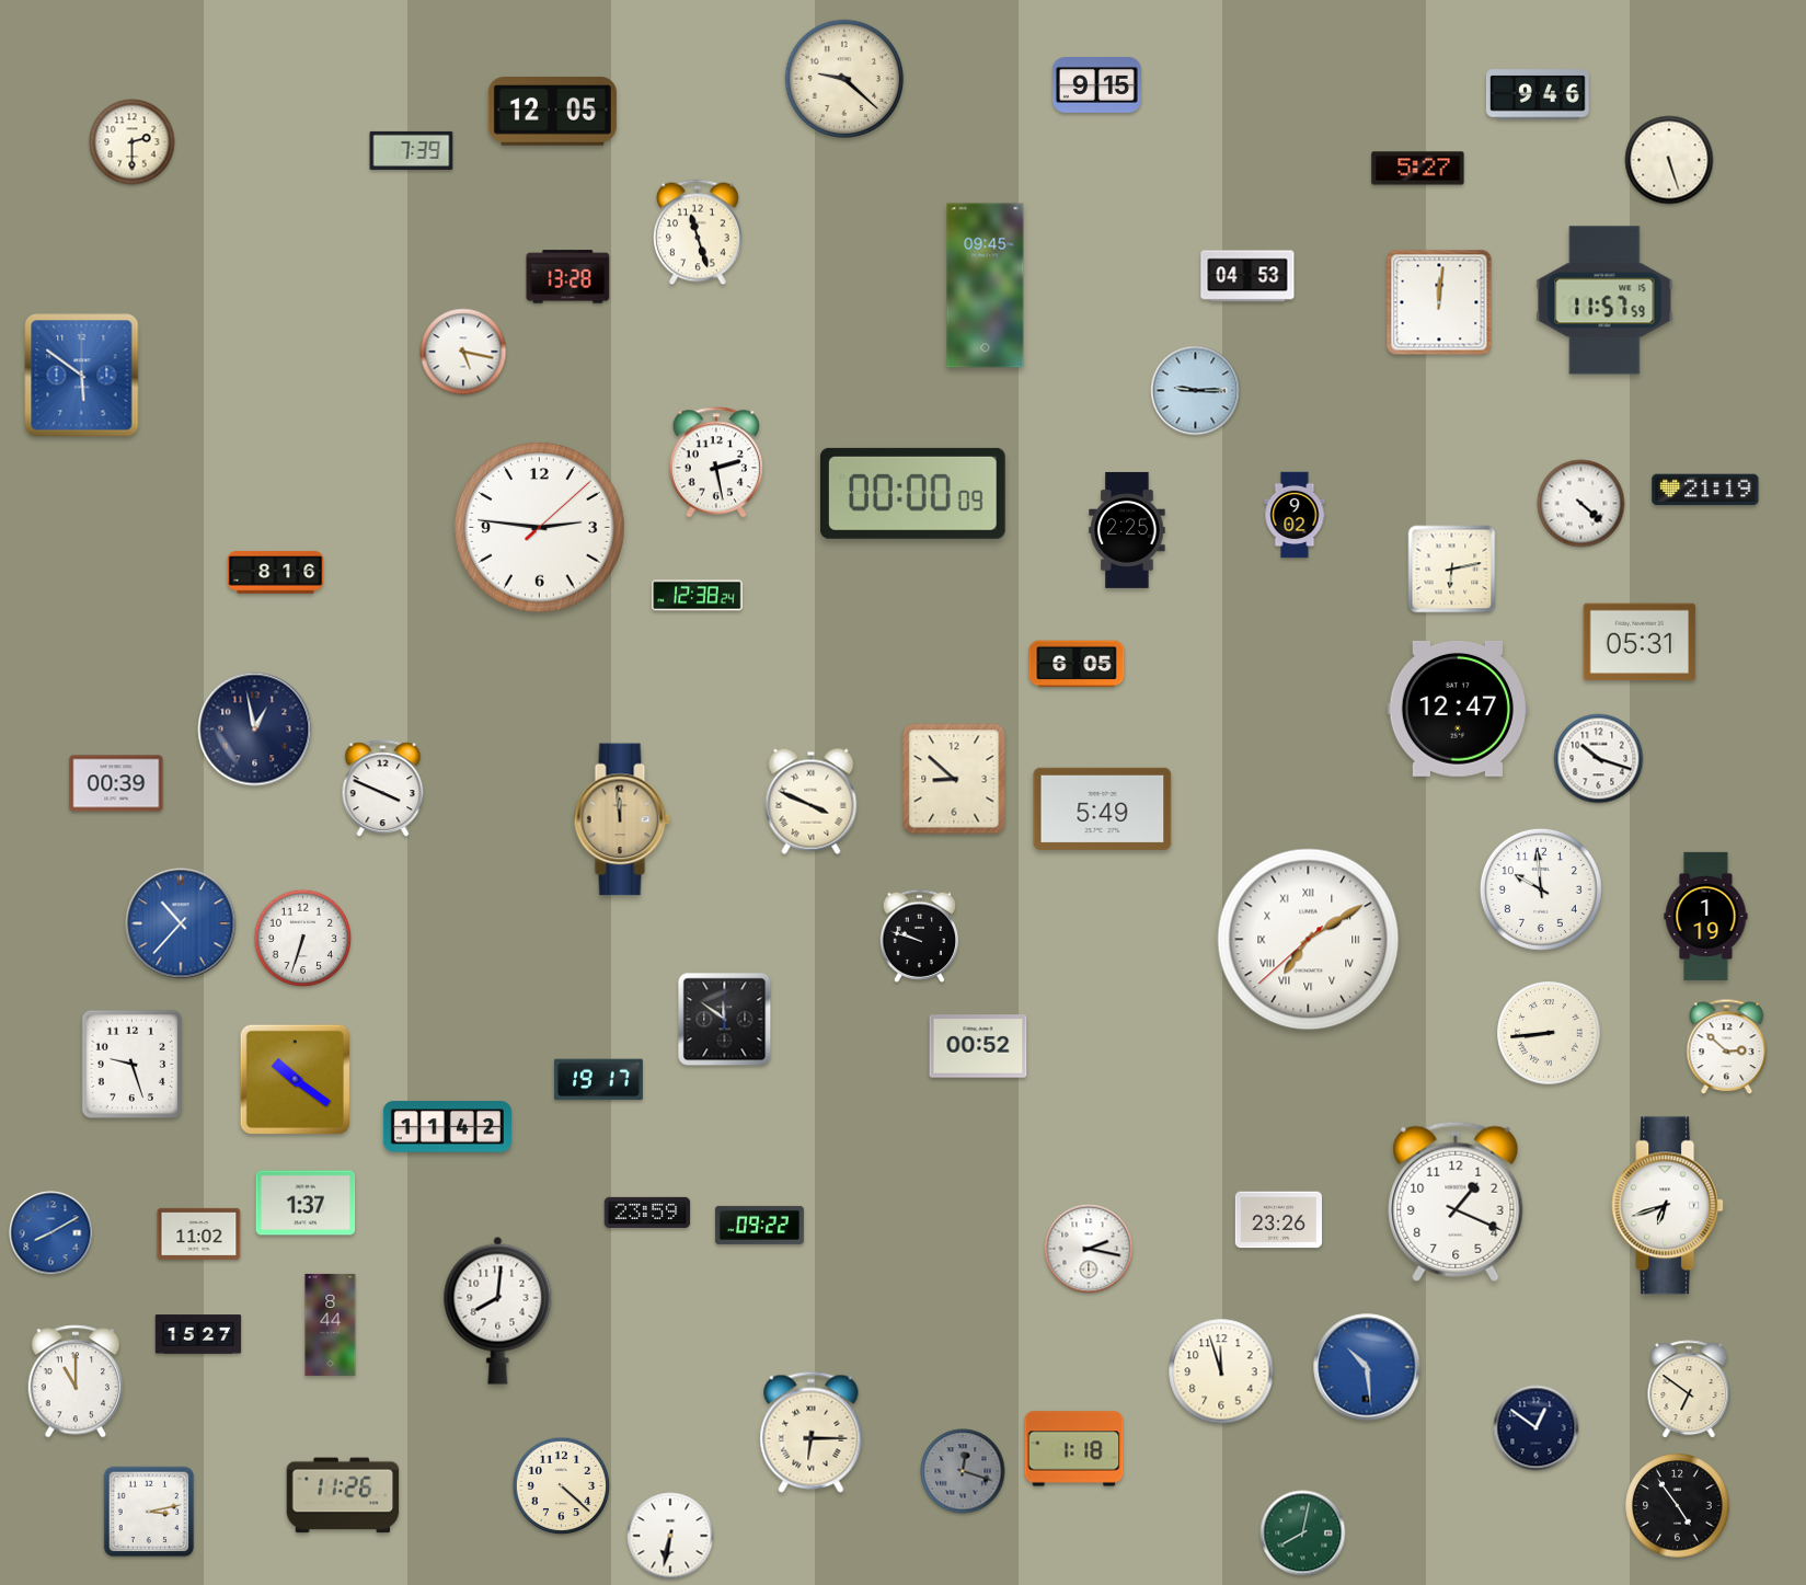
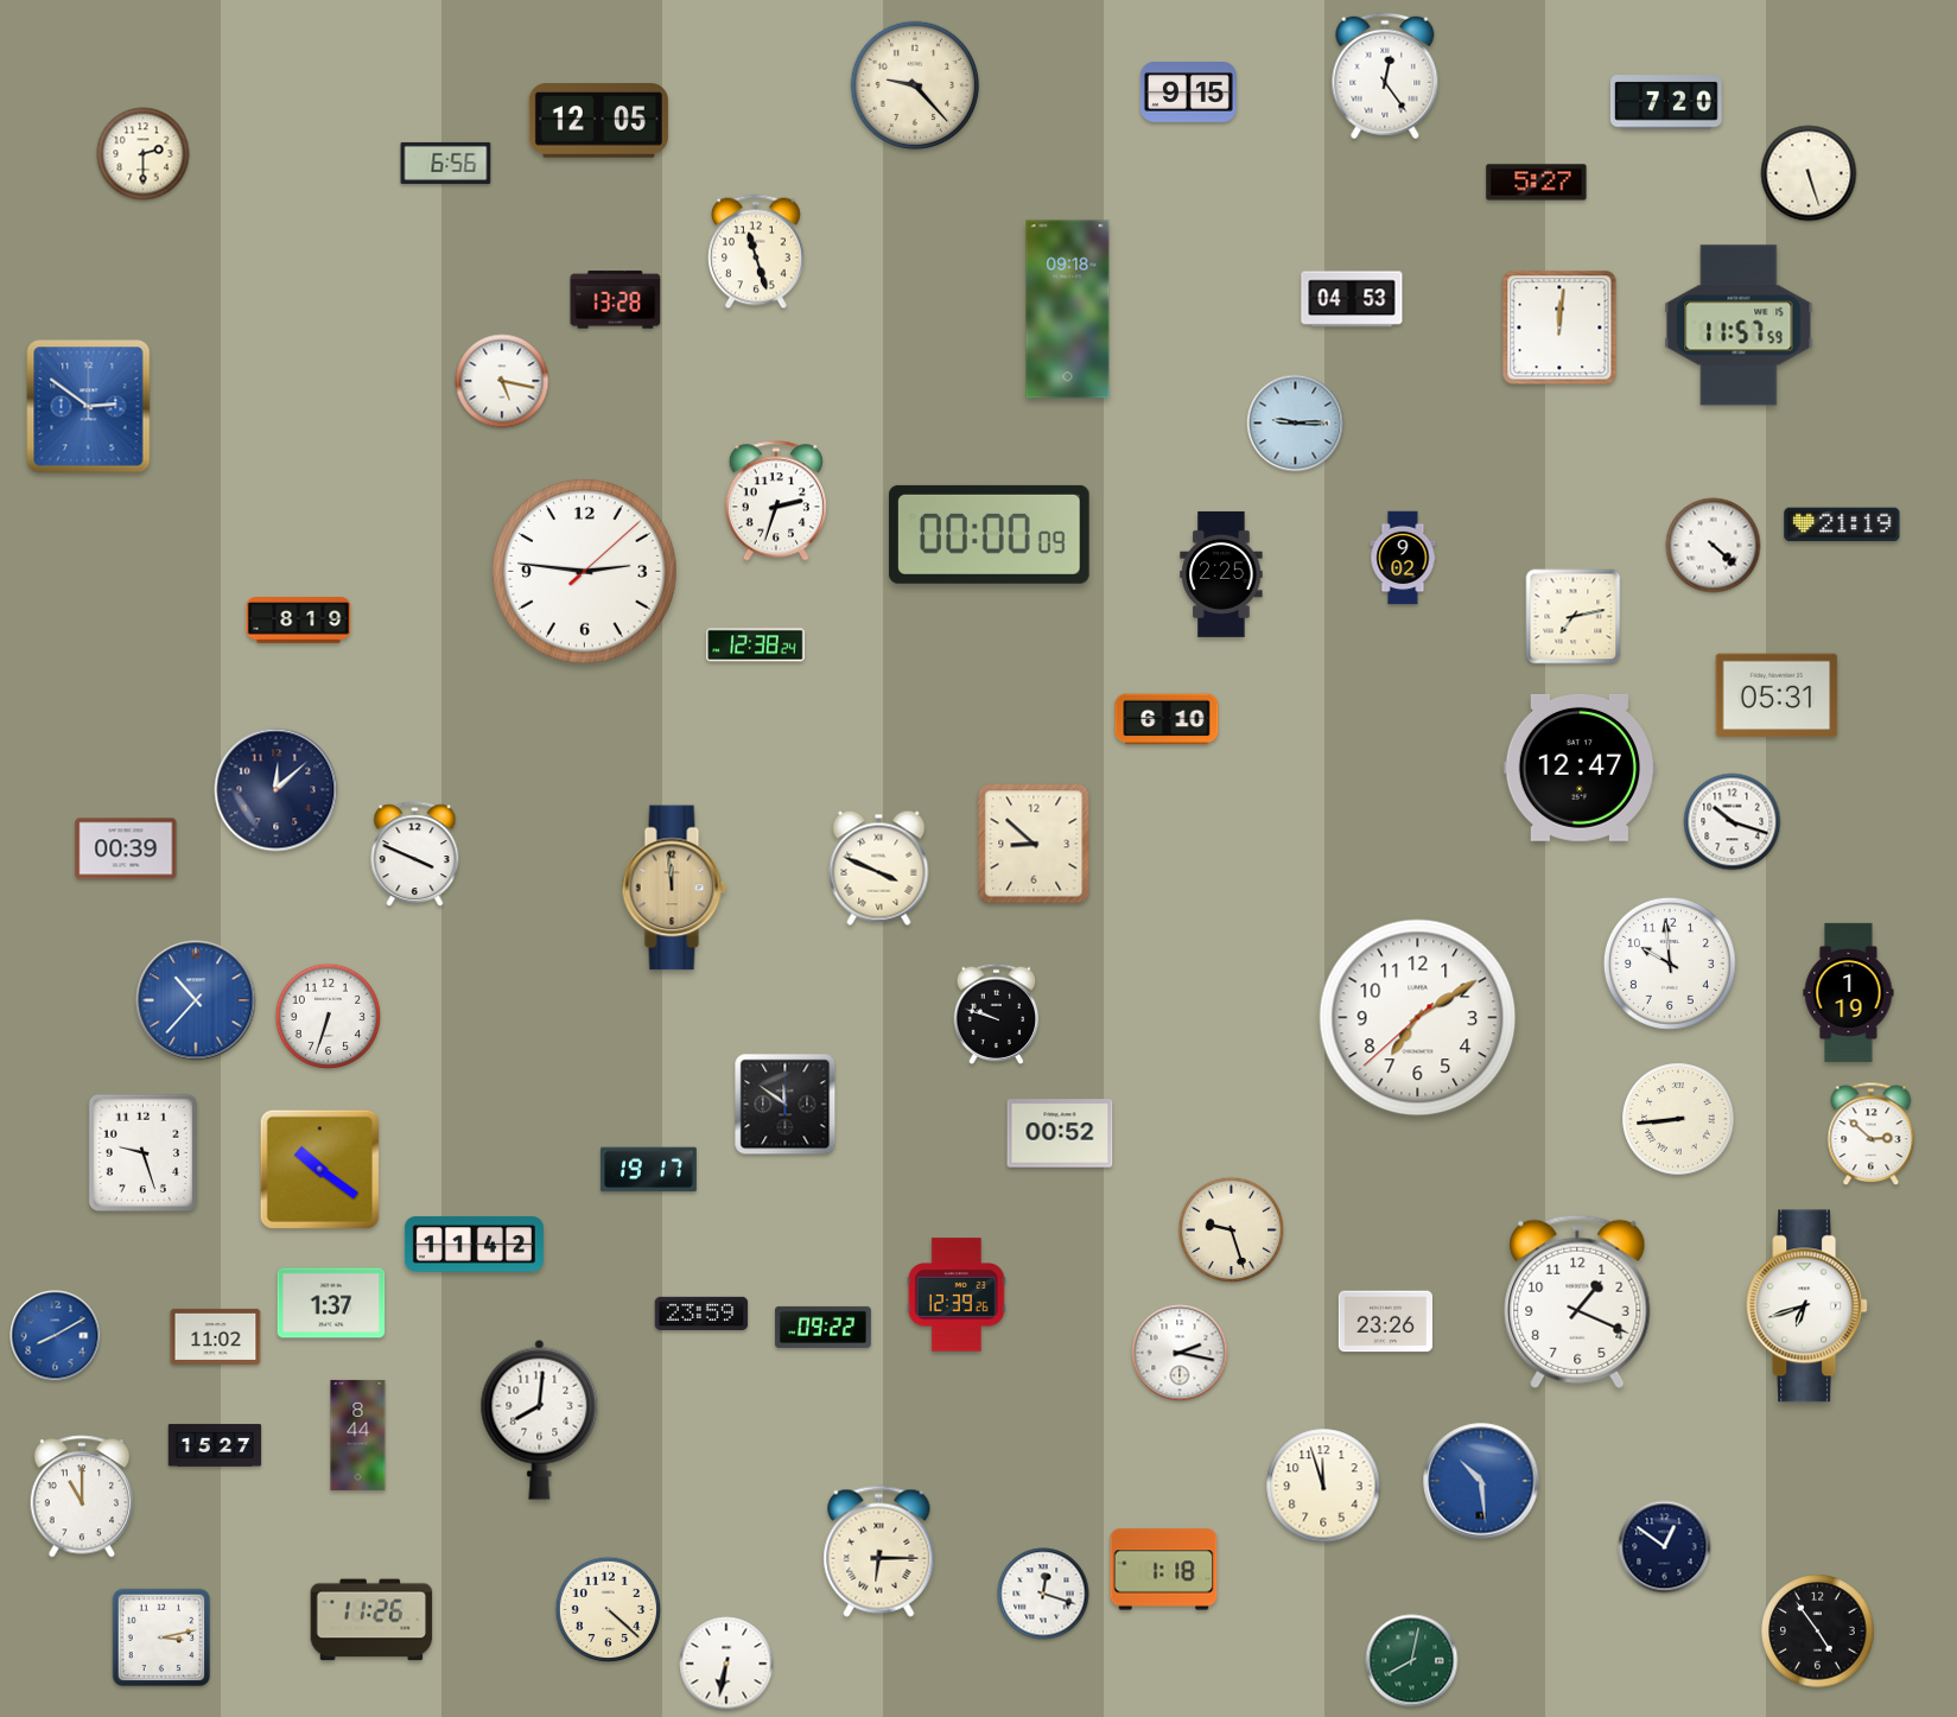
clock at (1385, 76): none -> 12:24
clock at (844, 79): 9:22 -> 9:23
clock at (1538, 94): 9:46 -> 7:20
clock at (412, 150): 7:39 -> 6:56
clock at (986, 286): 09:45 -> 09:18
clock at (82, 376): 5:51 -> 2:51
clock at (716, 462): 2:28 -> 2:33
clock at (1705, 490) position: (1705, 490) -> (1842, 524)
clock at (1452, 570): 6:13 -> 7:13
clock at (276, 573): 8:16 -> 8:19
clock at (1077, 664): 6:05 -> 6:10
clock at (255, 730): 12:58 -> 12:08
clock at (1103, 808): 5:49 -> none
clock at (1309, 940) numerals: Roman -> Arabic
clock at (447, 1127) position: (447, 1127) -> (474, 1245)
clock at (1232, 1230): none -> 9:27
clock at (957, 1295): none -> 12:39
clock at (1689, 1390): 6:51 -> none
clock at (963, 1471) dial: grey -> white
